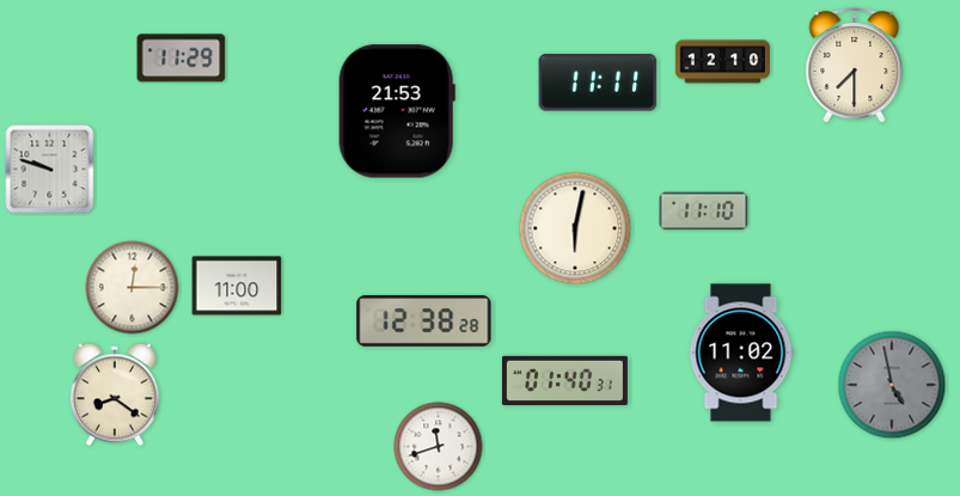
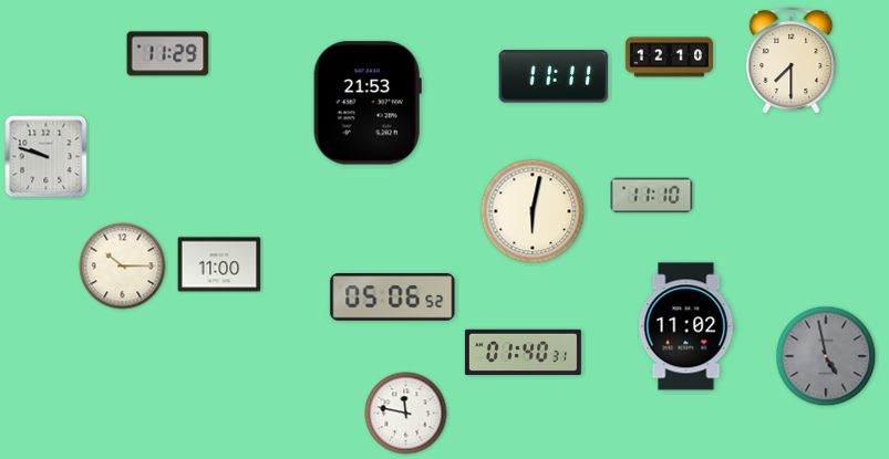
clock at (133, 288): 12:15 -> 10:15
clock at (424, 322): 12:38 -> 05:06
clock at (115, 394): 8:21 -> none
clock at (439, 447): 11:42 -> 11:47
